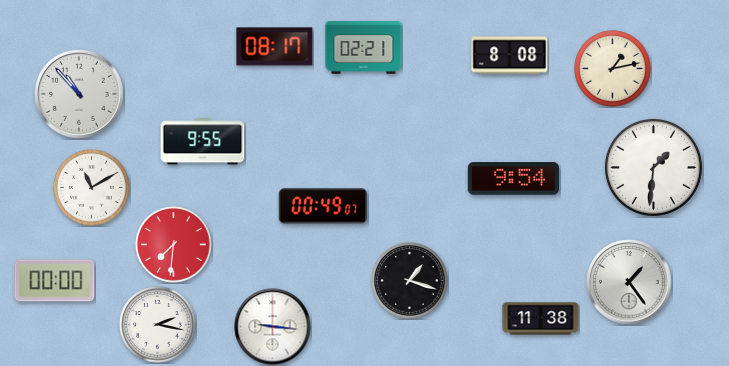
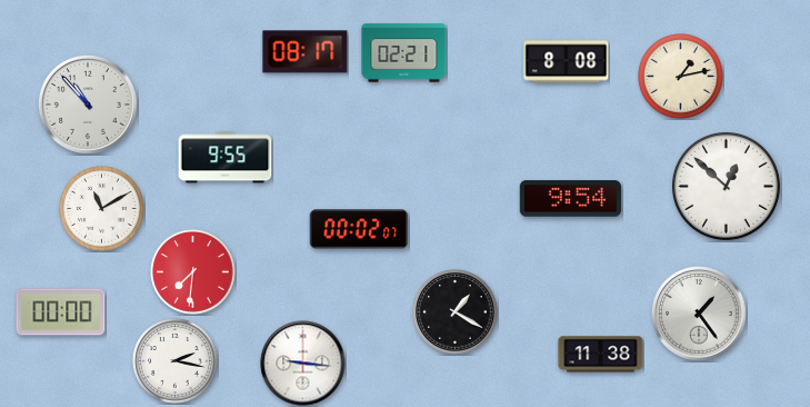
clock at (653, 167): 1:31 -> 12:52
clock at (323, 206): 00:49 -> 00:02
clock at (410, 281): 1:18 -> 1:20
